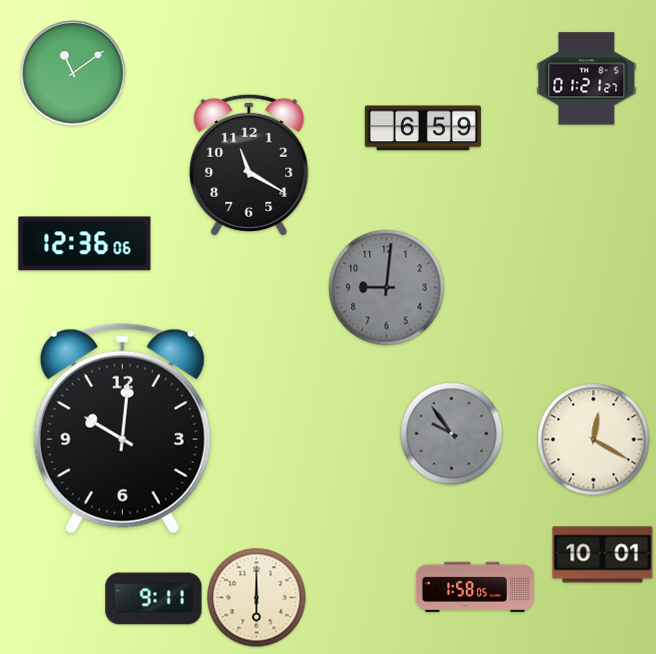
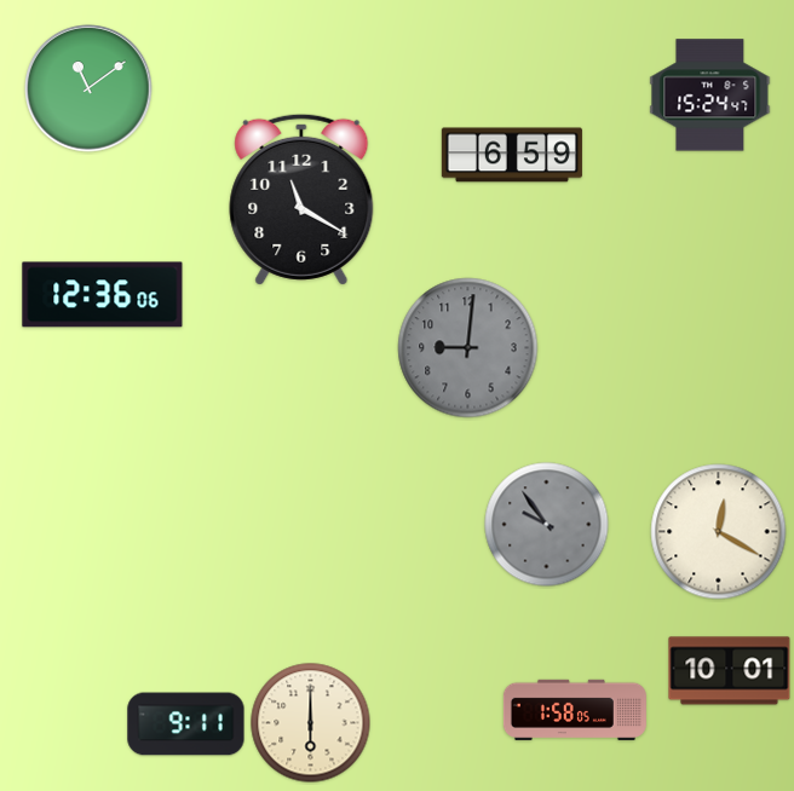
clock at (587, 79): 01:21 -> 15:24
clock at (122, 428): 10:01 -> none
